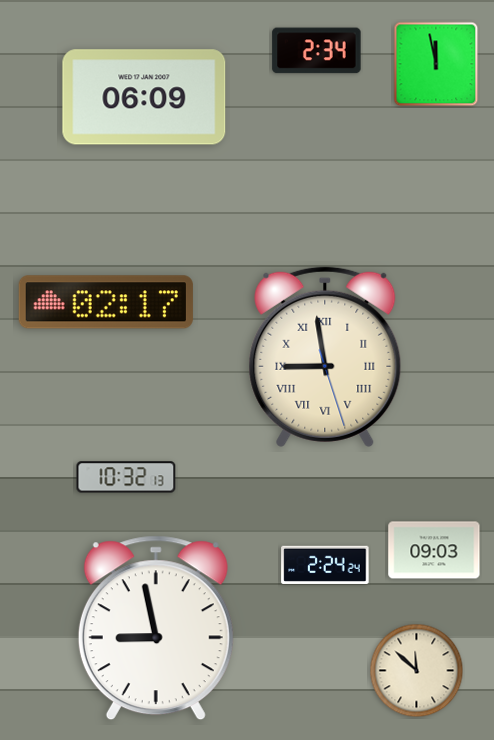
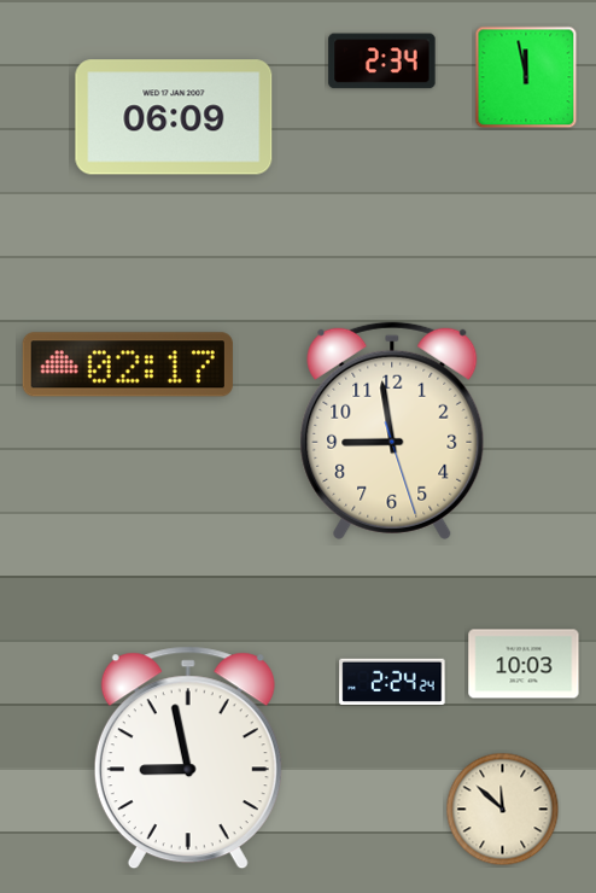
clock at (325, 357) numerals: Roman -> Arabic
clock at (126, 477): 10:32 -> none
clock at (434, 550): 09:03 -> 10:03
